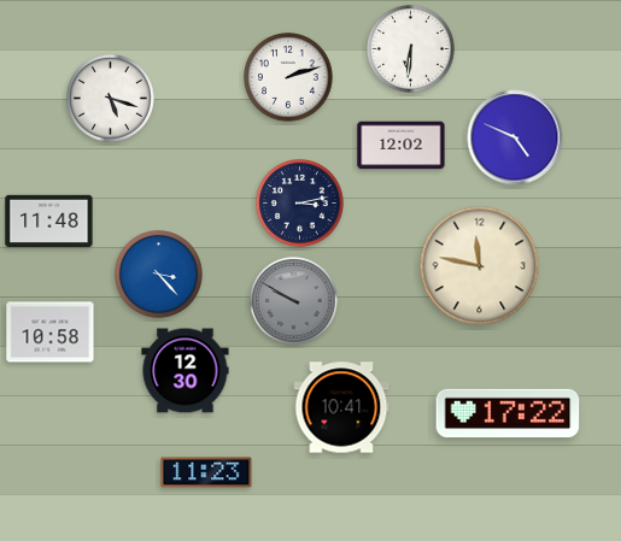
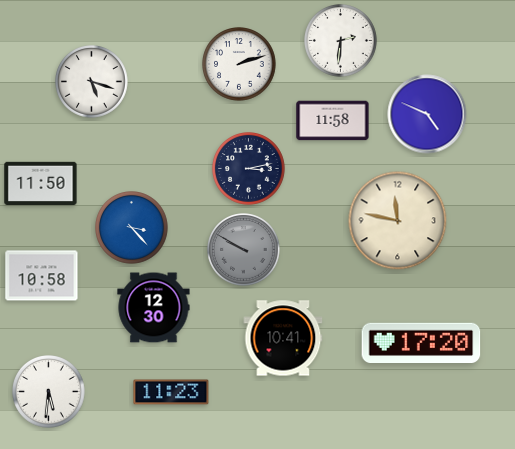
clock at (411, 49): 6:31 -> 2:31
clock at (402, 146): 12:02 -> 11:58
clock at (49, 222): 11:48 -> 11:50
clock at (508, 412): 17:22 -> 17:20
clock at (49, 392): none -> 5:31
